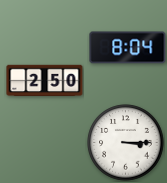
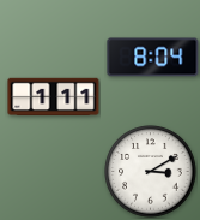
clock at (45, 81): 2:50 -> 1:11
clock at (126, 143): 3:15 -> 3:10
